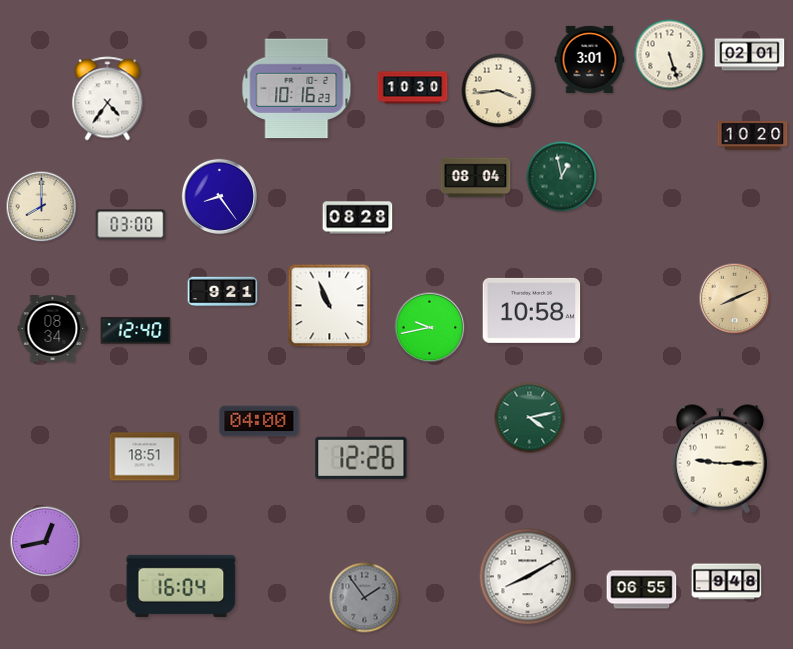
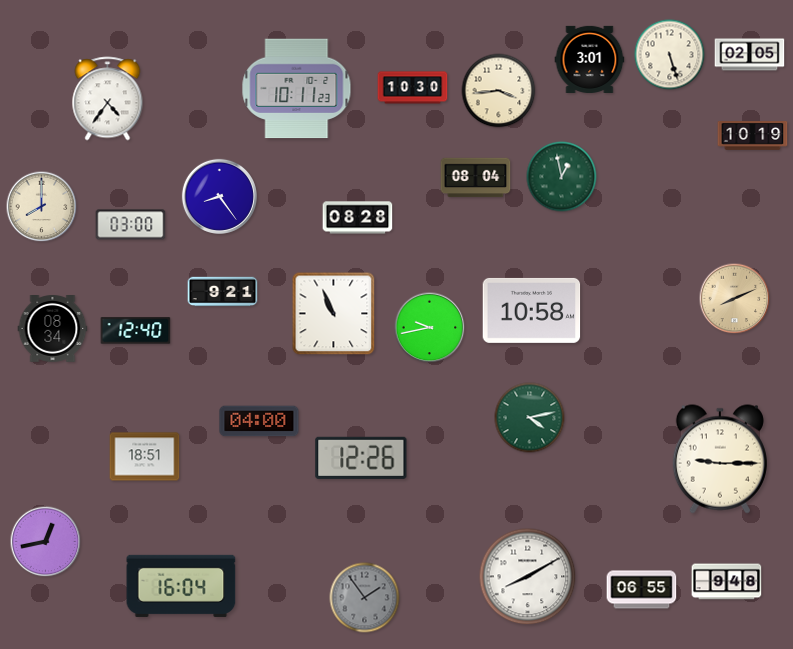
clock at (750, 55): 02:01 -> 02:05
clock at (297, 89): 10:16 -> 10:11
clock at (753, 136): 10:20 -> 10:19
clock at (330, 306) position: (330, 306) -> (334, 314)
